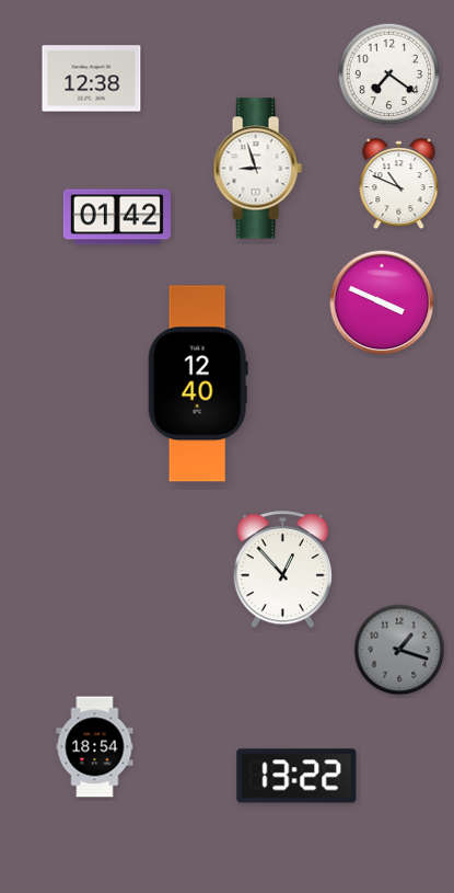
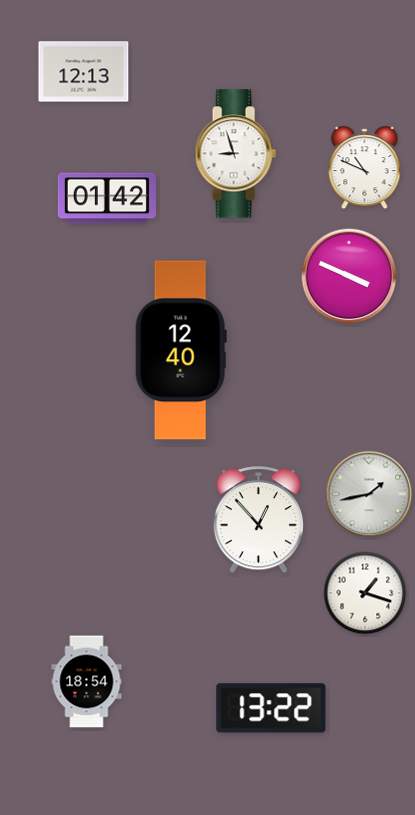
clock at (389, 75): 7:21 -> none
clock at (92, 79): 12:38 -> 12:13
clock at (369, 494): none -> 1:43
clock at (399, 650) dial: grey -> white
